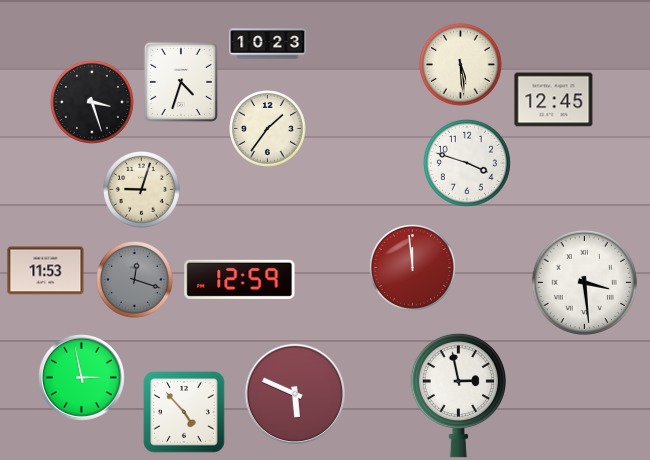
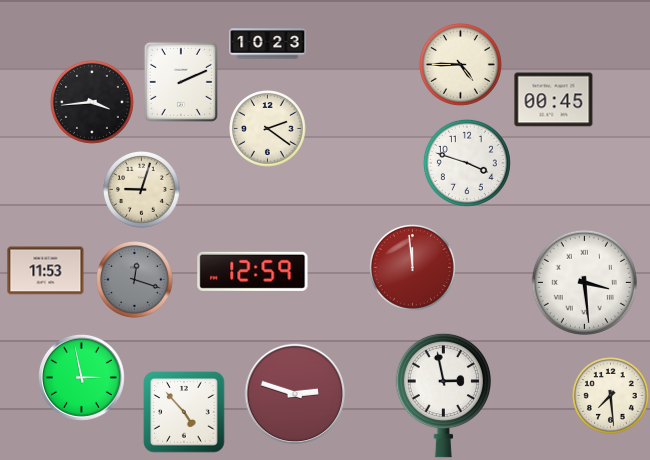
clock at (460, 64): 5:29 -> 4:45
clock at (181, 82): 4:33 -> 2:11
clock at (554, 100): 12:45 -> 00:45
clock at (92, 102): 3:27 -> 3:44
clock at (268, 129): 1:36 -> 2:21
clock at (240, 279) position: (240, 279) -> (253, 271)
clock at (295, 394): 5:49 -> 2:48
clock at (458, 395) position: (458, 395) -> (443, 395)
clock at (611, 396): none -> 7:29
